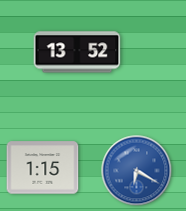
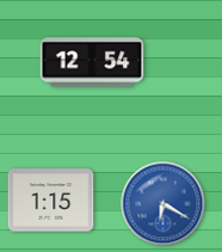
clock at (77, 52): 13:52 -> 12:54
